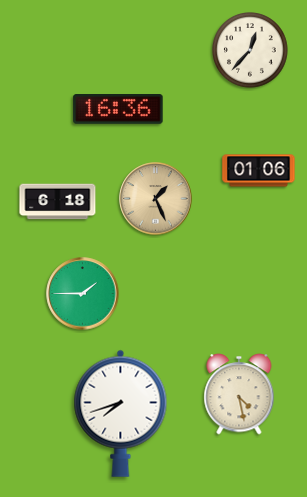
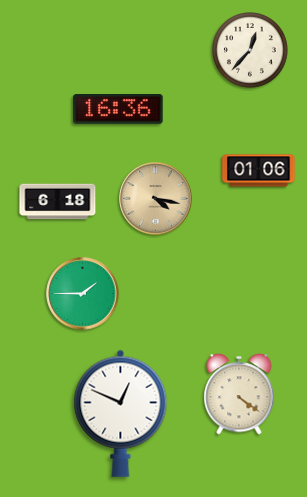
clock at (156, 199): 1:26 -> 4:17
clock at (239, 394): 4:28 -> 4:21
clock at (121, 413): 7:42 -> 12:49
